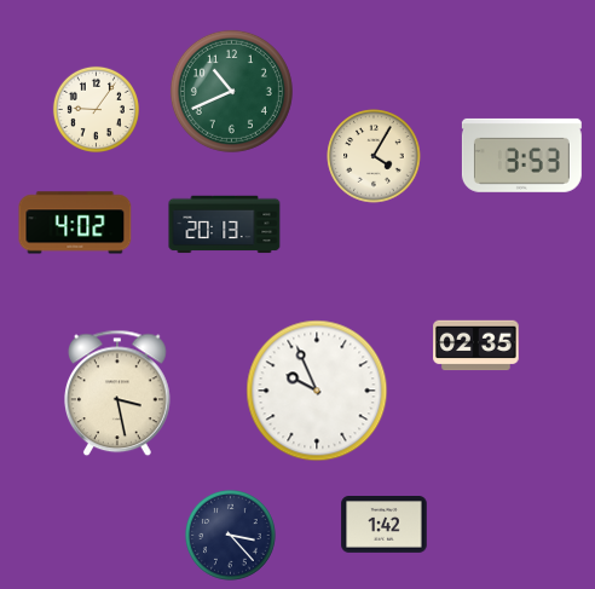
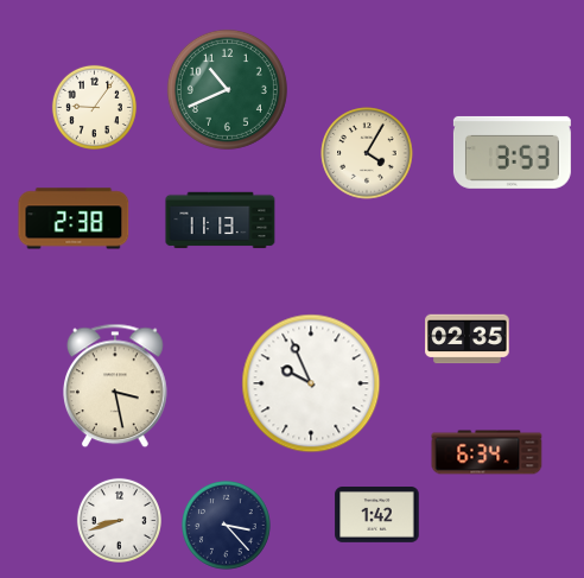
clock at (75, 223): 4:02 -> 2:38
clock at (225, 225): 20:13 -> 11:13
clock at (487, 452): none -> 6:34
clock at (119, 520): none -> 8:42
